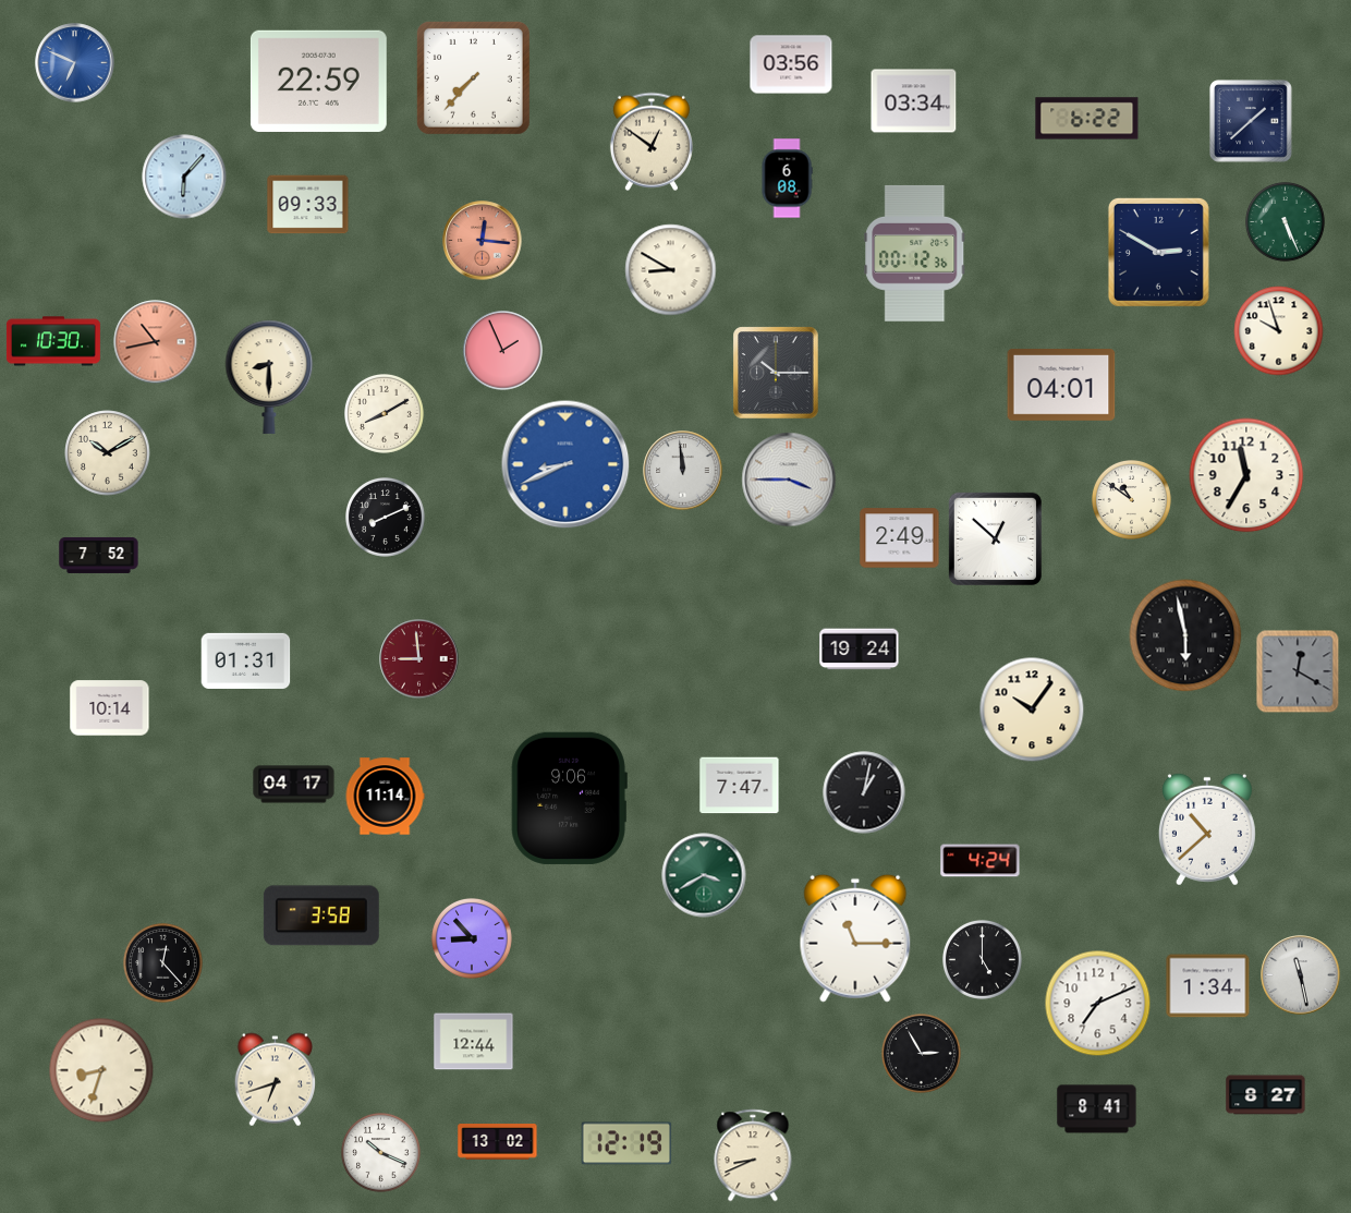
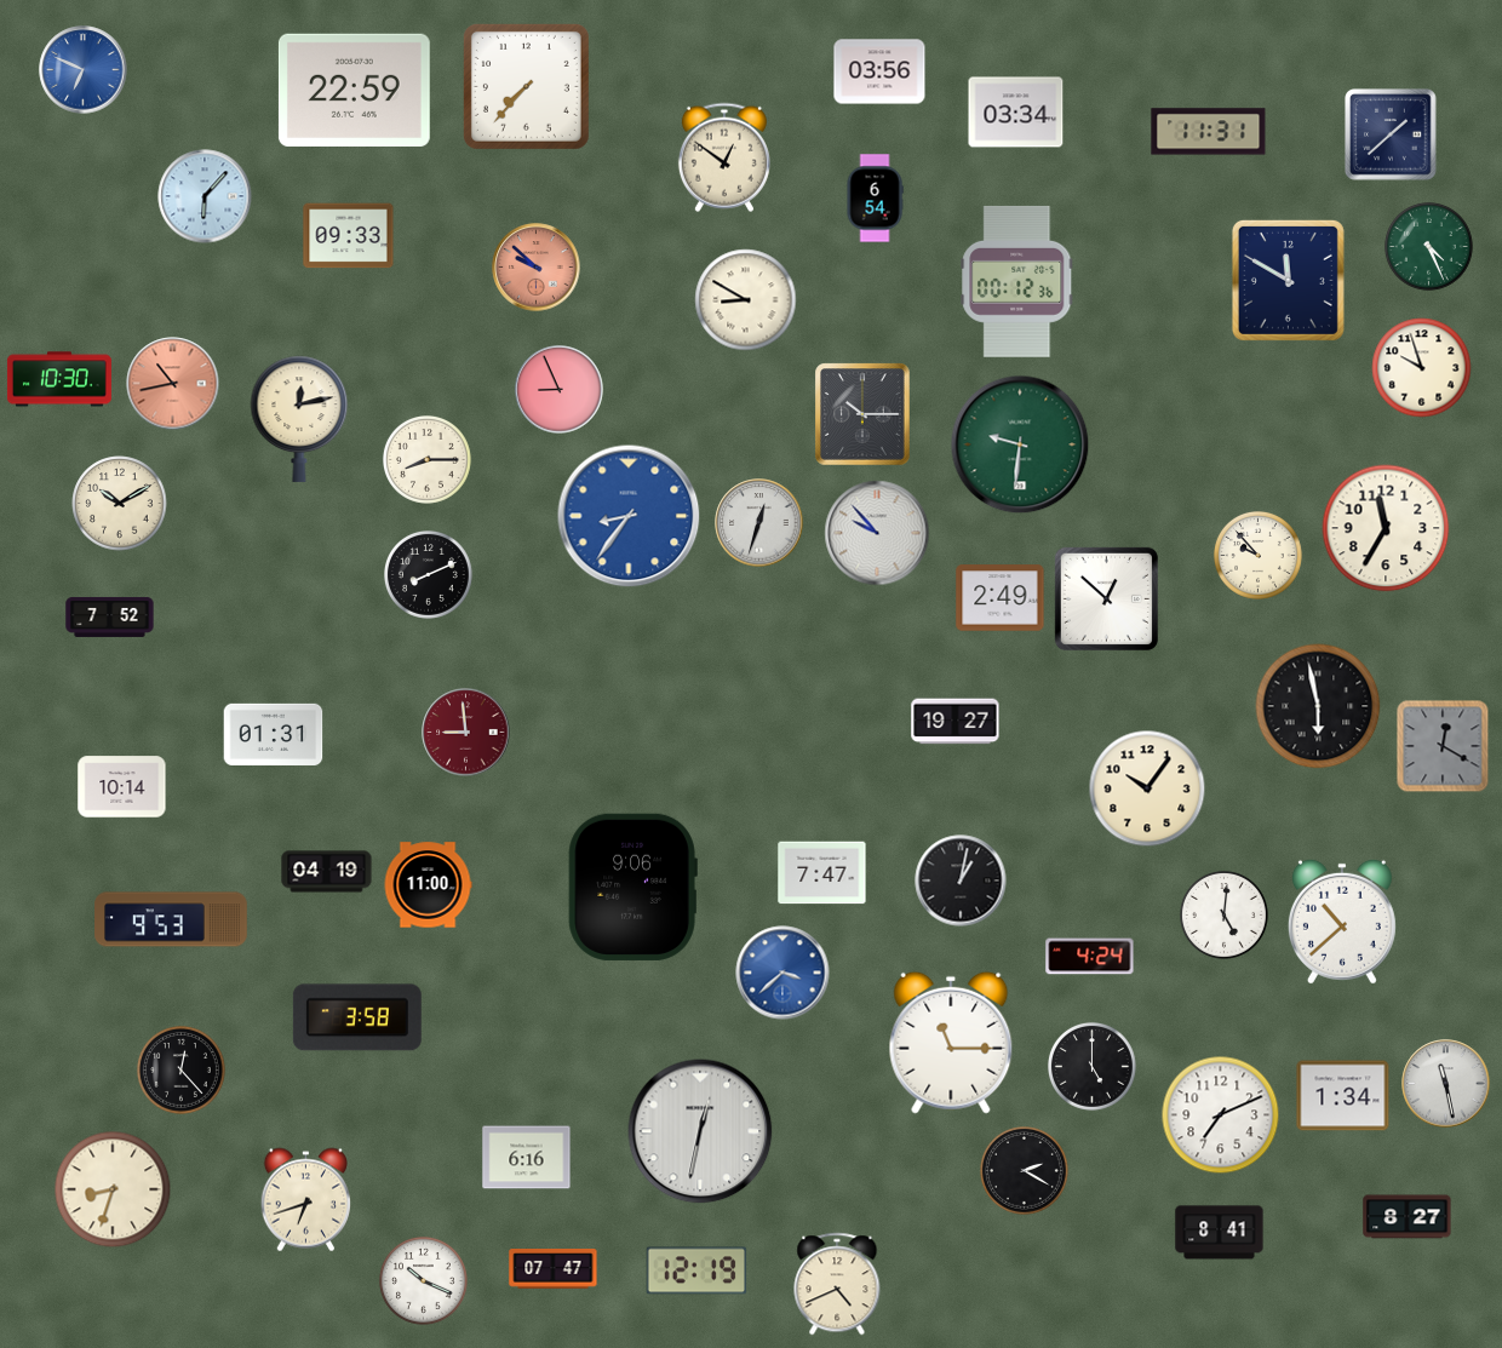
clock at (1087, 119): 6:22 -> 11:31
clock at (787, 179): 6:08 -> 6:54
clock at (308, 205) position: (308, 205) -> (349, 236)
clock at (1286, 222): 5:26 -> 4:26
clock at (483, 241): 12:16 -> 9:52
clock at (1158, 252): 2:50 -> 11:50
clock at (156, 342) position: (156, 342) -> (173, 384)
clock at (503, 351): 1:56 -> 8:56
clock at (269, 377): 8:30 -> 12:13
clock at (1061, 386): 04:01 -> none
clock at (1020, 444): none -> 9:31
clock at (385, 414): 8:10 -> 8:15
clock at (565, 464): 8:41 -> 8:36
clock at (683, 471): 11:59 -> 12:33
clock at (789, 480): 3:45 -> 9:53
clock at (1132, 500): 10:51 -> 9:53
clock at (860, 650): 19:24 -> 19:27
clock at (294, 785): 04:17 -> 04:19
clock at (385, 797): 11:14 -> 11:00
clock at (1225, 916): none -> 5:01
clock at (171, 919): none -> 9:53
clock at (704, 875): 3:40 -> 3:38
clock at (704, 875) dial: green -> blue
clock at (473, 939): 8:53 -> none
clock at (700, 1131): none -> 12:32
clock at (474, 1042): 12:44 -> 6:16
clock at (922, 1054): 2:55 -> 2:20
clock at (498, 1142): 13:02 -> 07:47
clock at (753, 1155): 8:41 -> 4:41
